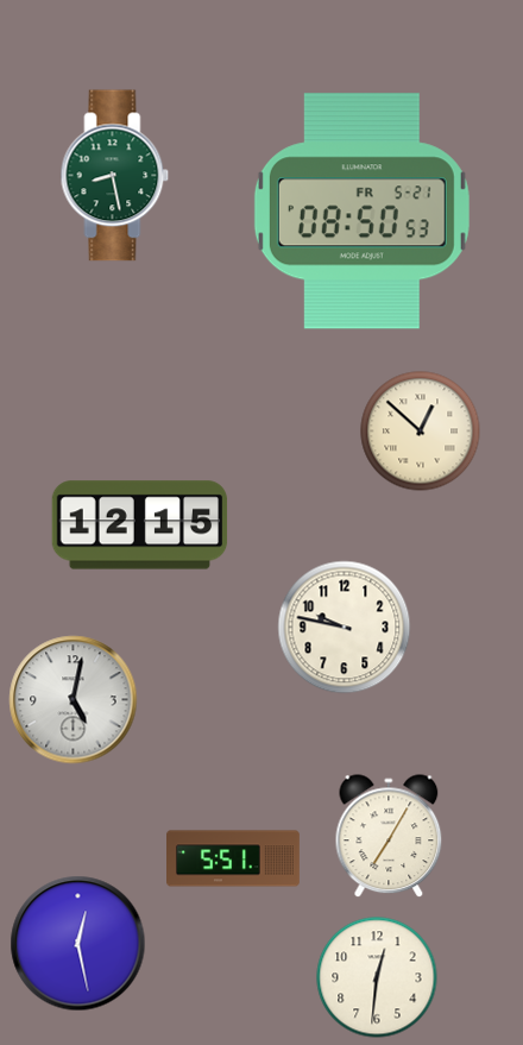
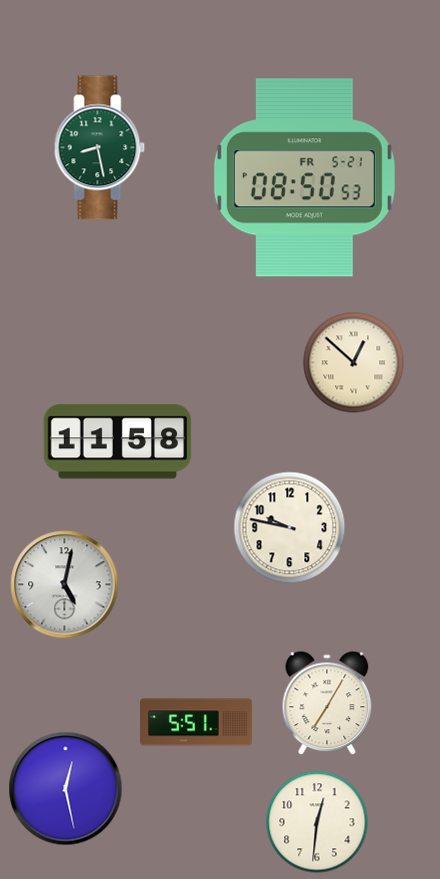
clock at (115, 176) position: (115, 176) -> (100, 148)
clock at (140, 525): 12:15 -> 11:58
clock at (74, 700) position: (74, 700) -> (65, 585)
clock at (78, 944) position: (78, 944) -> (66, 789)
